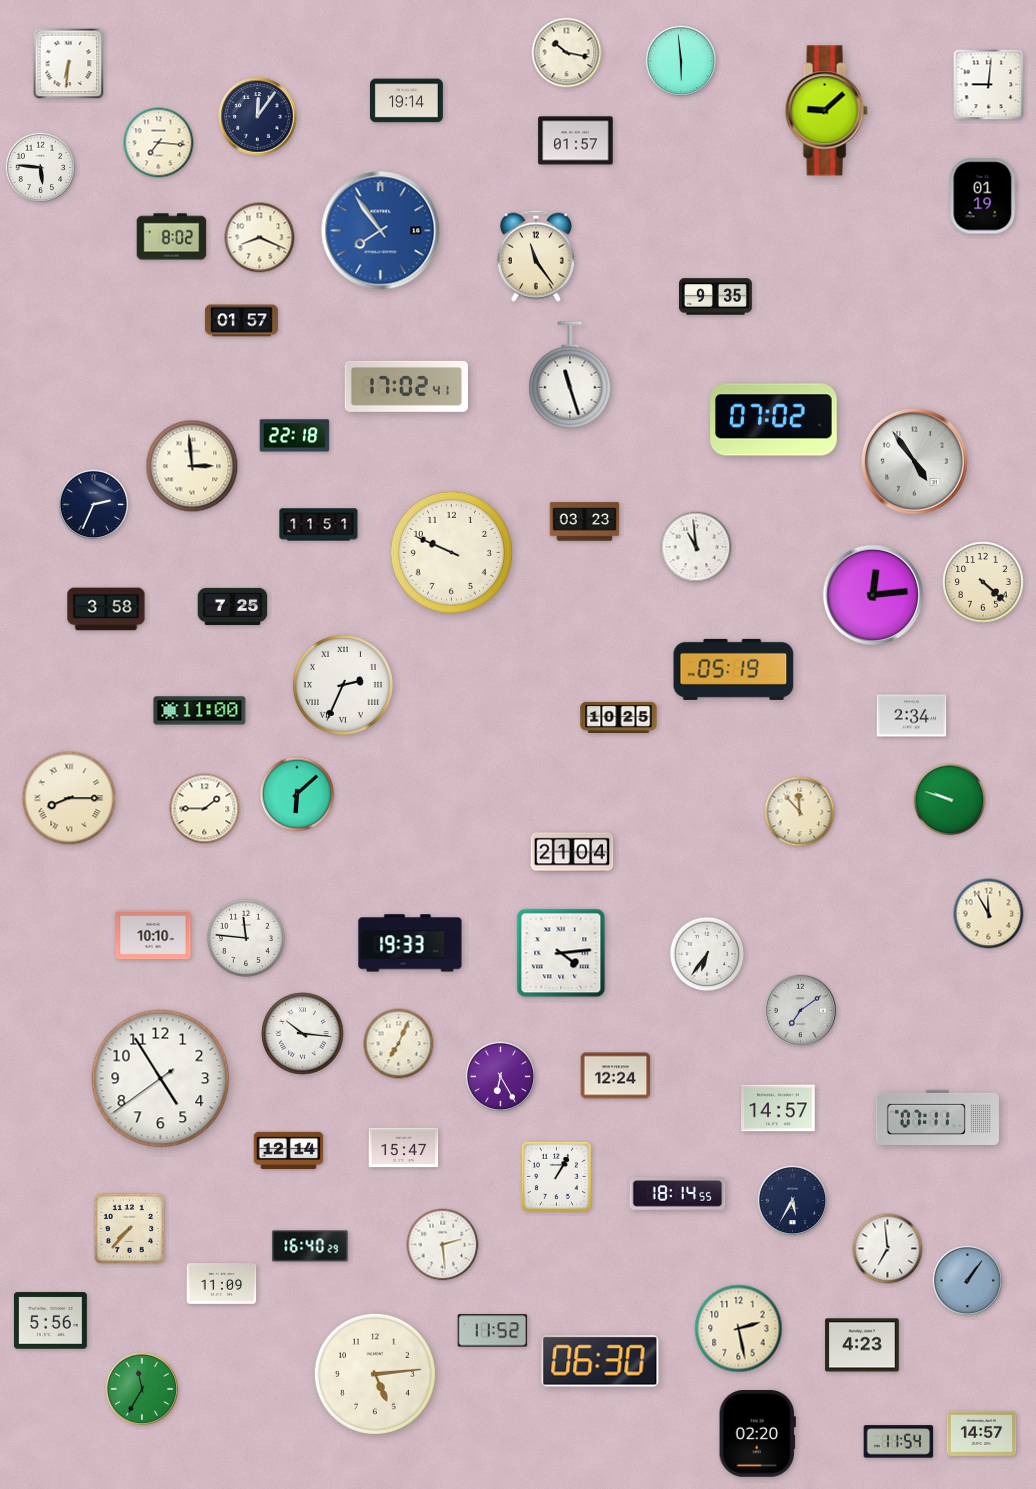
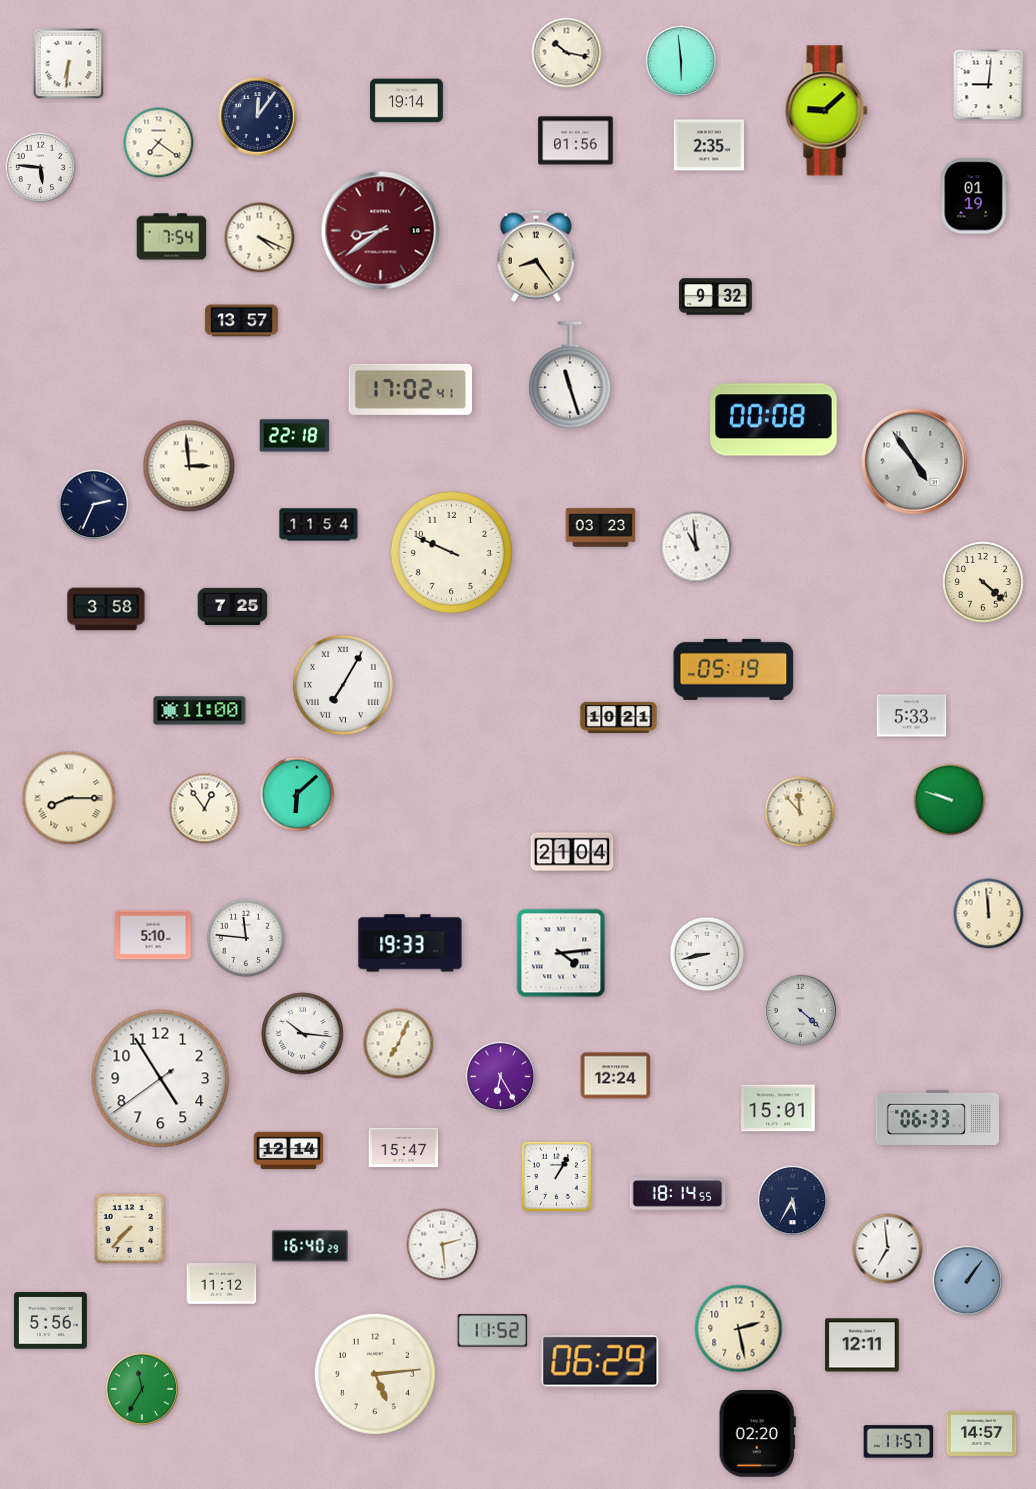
clock at (576, 141): 01:57 -> 01:56
clock at (159, 143): 7:16 -> 7:21
clock at (709, 145): none -> 2:35
clock at (983, 196) position: (983, 196) -> (974, 196)
clock at (381, 231): 7:54 -> 8:39
clock at (381, 231) dial: blue -> burgundy
clock at (172, 237): 8:02 -> 7:54
clock at (260, 238): 8:19 -> 4:19
clock at (536, 256): 11:24 -> 8:24
clock at (716, 297): 9:35 -> 9:32
clock at (241, 321): 01:57 -> 13:57
clock at (406, 386) position: (406, 386) -> (410, 389)
clock at (774, 420): 07:02 -> 00:08
clock at (192, 466) position: (192, 466) -> (189, 466)
clock at (585, 522) position: (585, 522) -> (601, 528)
clock at (319, 525): 11:51 -> 11:54
clock at (872, 594): 12:14 -> none
clock at (343, 685): 2:34 -> 7:05
clock at (912, 716): 2:34 -> 5:33
clock at (619, 717): 10:25 -> 10:21
clock at (205, 809): 1:45 -> 12:54
clock at (989, 914): 11:55 -> 11:59
clock at (153, 935): 10:10 -> 5:10
clock at (707, 954): 6:36 -> 8:43
clock at (800, 1010): 7:09 -> 4:22
clock at (778, 1108): 14:57 -> 15:01
clock at (937, 1117): 07:11 -> 06:33
clock at (222, 1284): 11:09 -> 11:12
clock at (862, 1345): 4:23 -> 12:11
clock at (600, 1361): 06:30 -> 06:29
clock at (899, 1442): 11:54 -> 11:57
